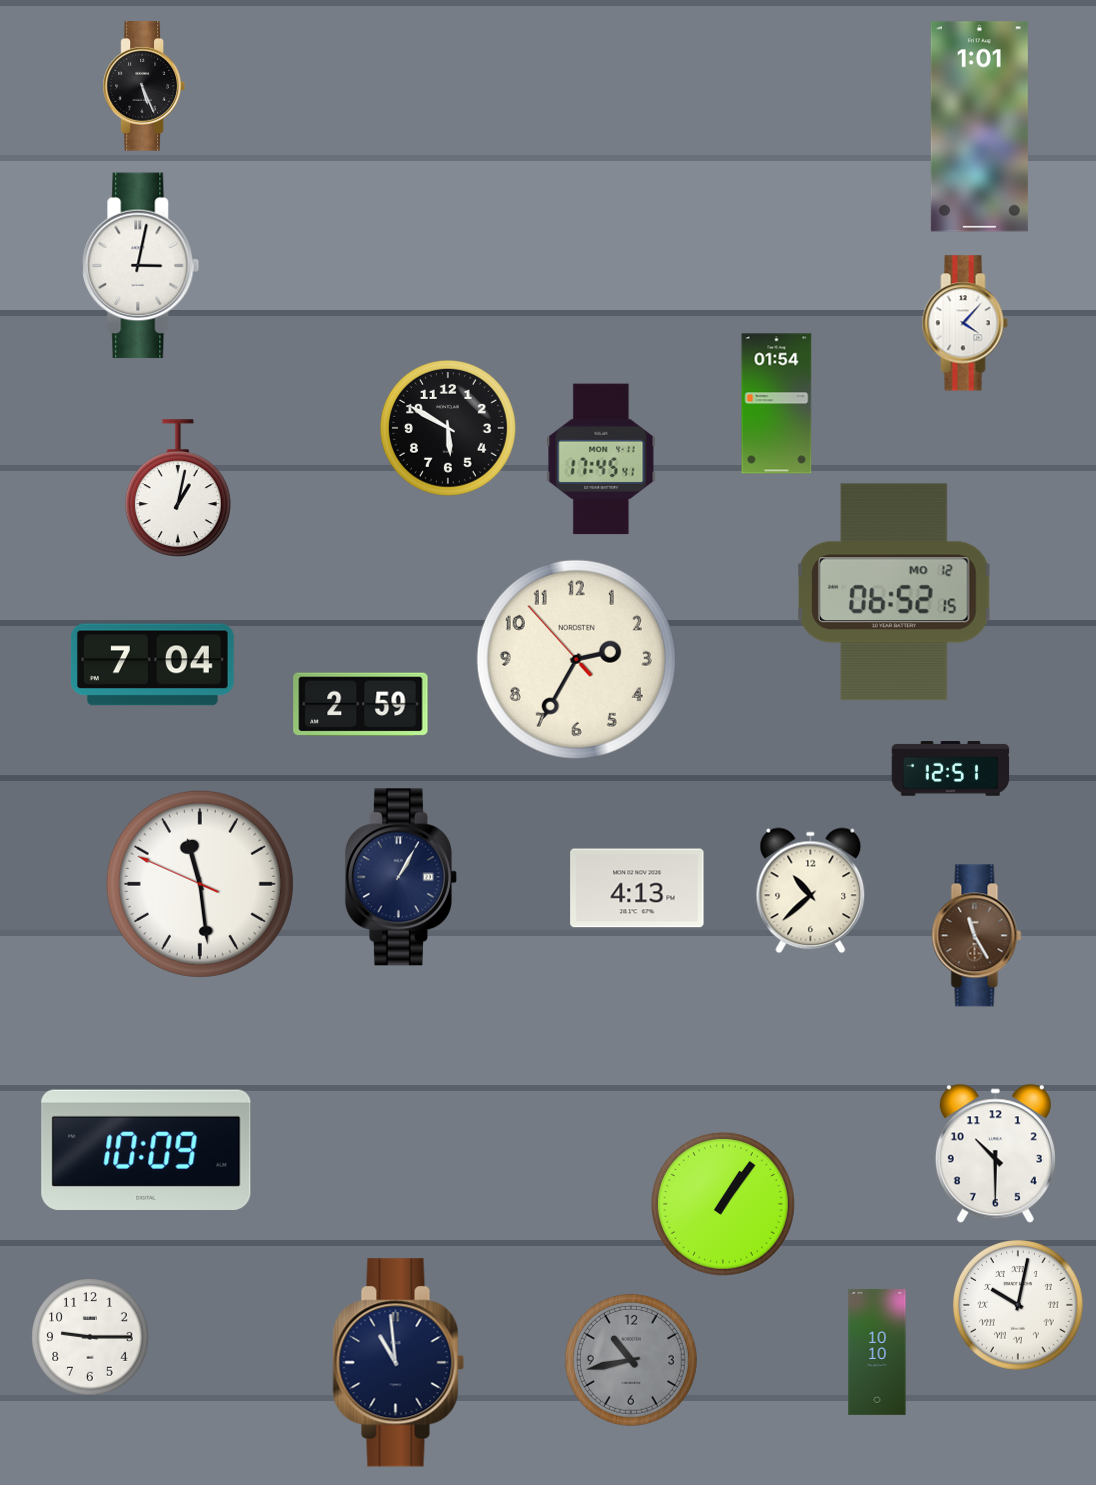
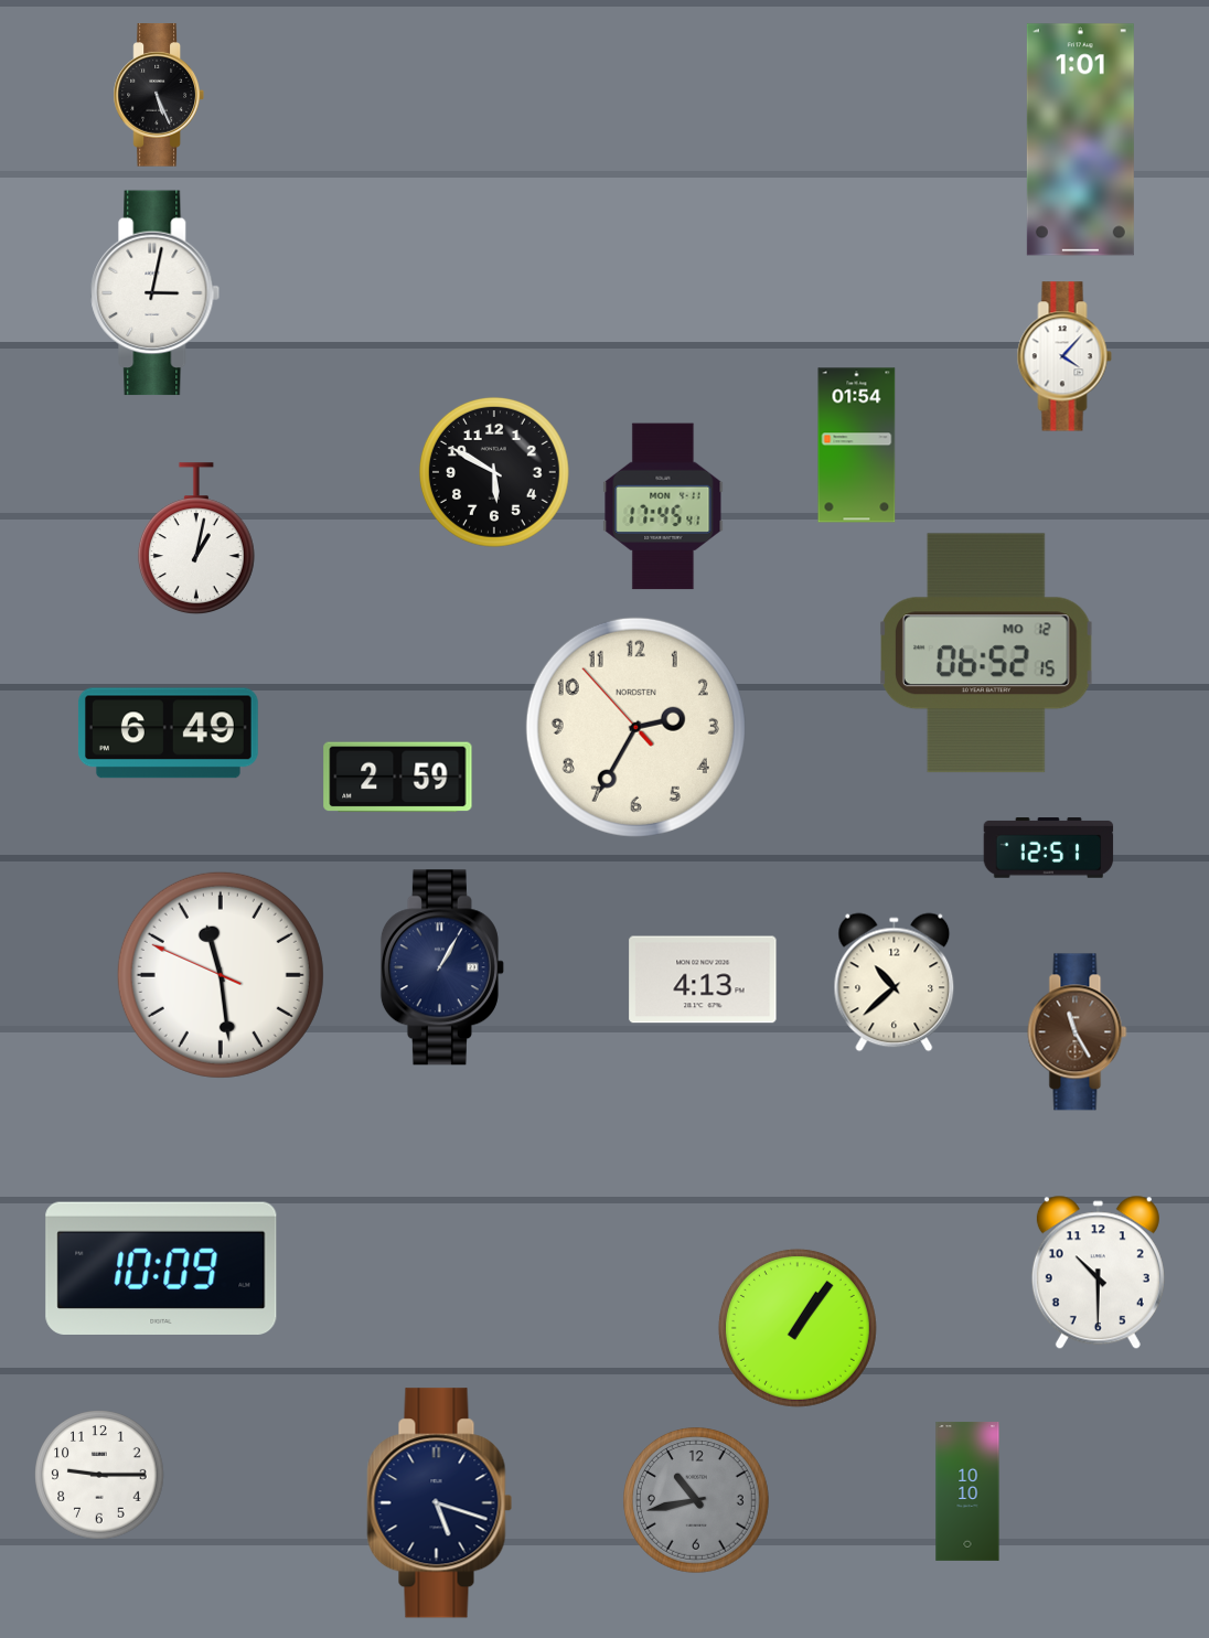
clock at (152, 665): 7:04 -> 6:49
clock at (1019, 1306): 10:02 -> none
clock at (399, 1363): 10:59 -> 5:18
